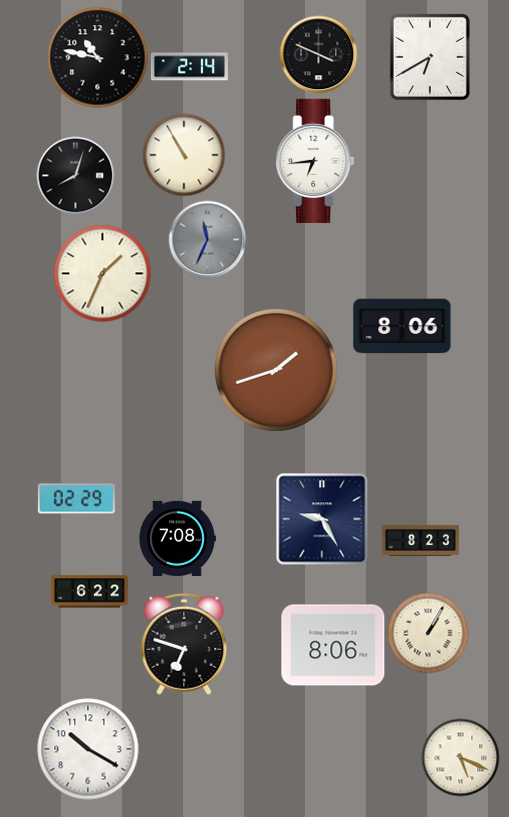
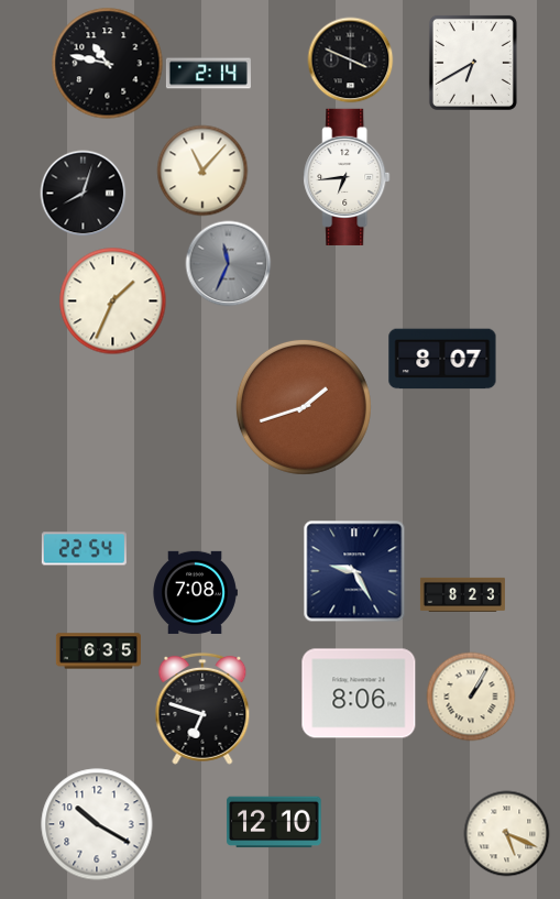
clock at (184, 155): 10:55 -> 11:07
clock at (402, 326): 8:06 -> 8:07
clock at (76, 499): 02:29 -> 22:54
clock at (89, 592): 6:22 -> 6:35
clock at (333, 645) position: (333, 645) -> (359, 693)
clock at (274, 822): none -> 12:10
